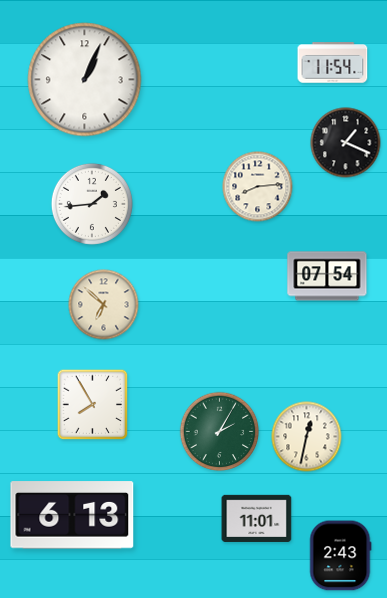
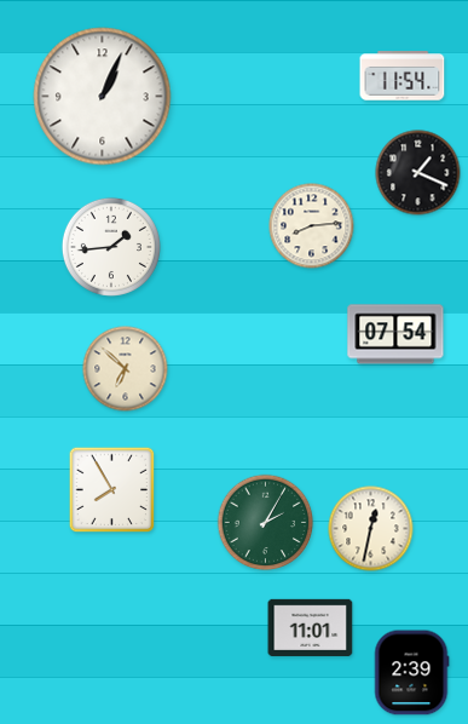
clock at (72, 515): 6:13 -> none
clock at (340, 556): 2:43 -> 2:39
